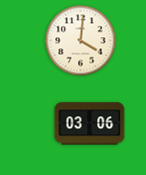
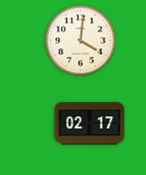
clock at (90, 124): 03:06 -> 02:17
